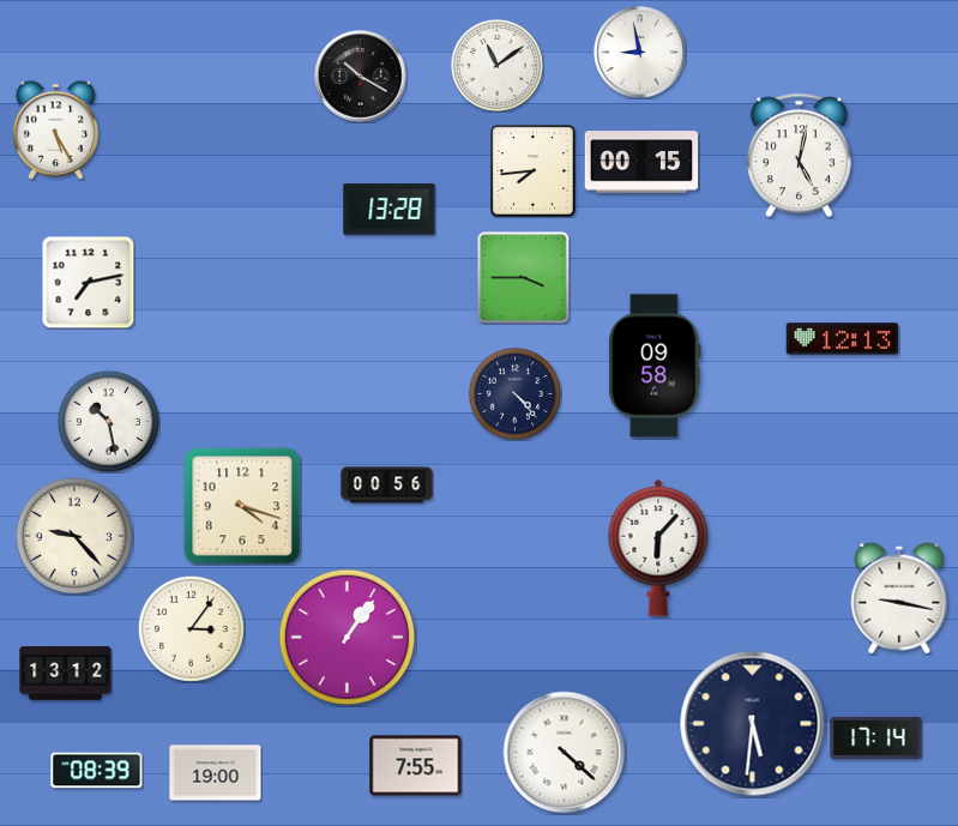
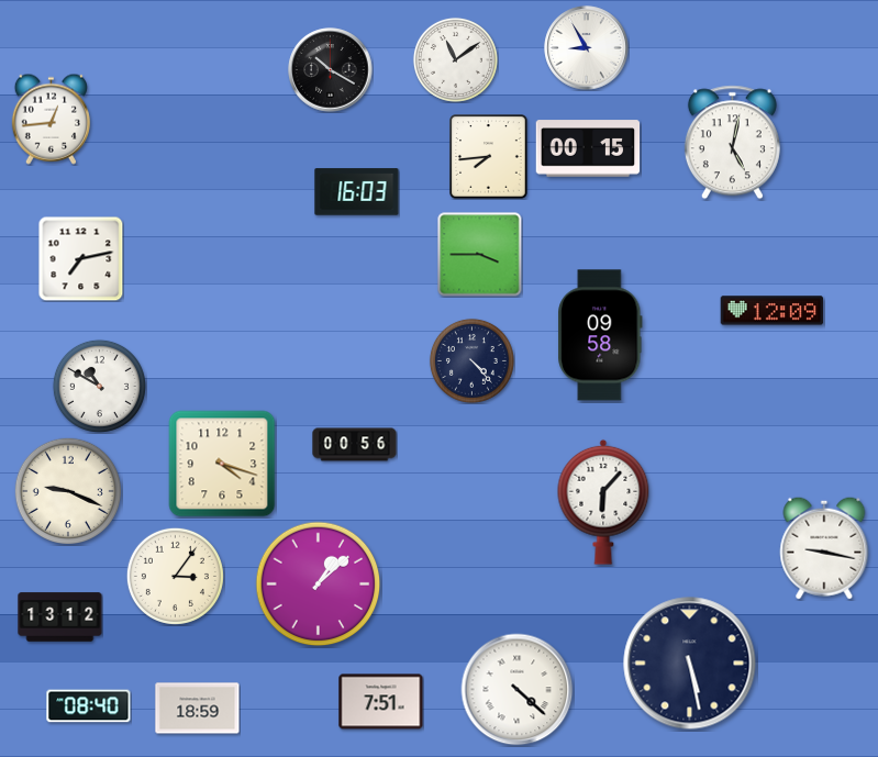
clock at (640, 53): 8:58 -> 8:55
clock at (55, 129): 5:25 -> 12:44
clock at (390, 210): 13:28 -> 16:03
clock at (843, 339): 12:13 -> 12:09
clock at (108, 421): 10:28 -> 10:50
clock at (73, 535): 9:23 -> 9:19
clock at (348, 638): 1:06 -> 1:08
clock at (753, 724): 5:31 -> 5:28
clock at (876, 737): 17:14 -> none
clock at (416, 766): 7:55 -> 7:51
clock at (97, 771): 08:39 -> 08:40
clock at (216, 773): 19:00 -> 18:59
